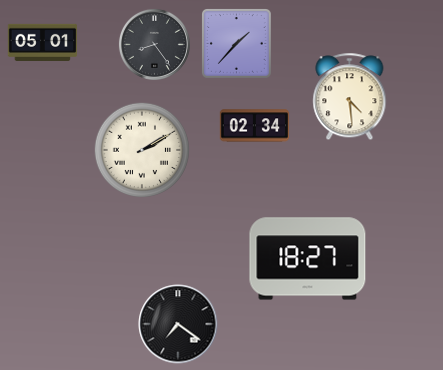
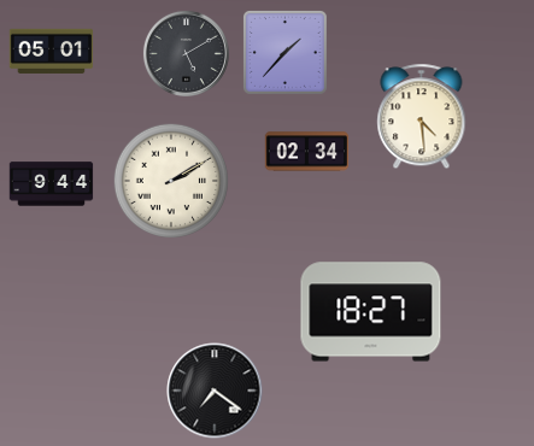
clock at (154, 44): 8:24 -> 5:10
clock at (52, 184): none -> 9:44
